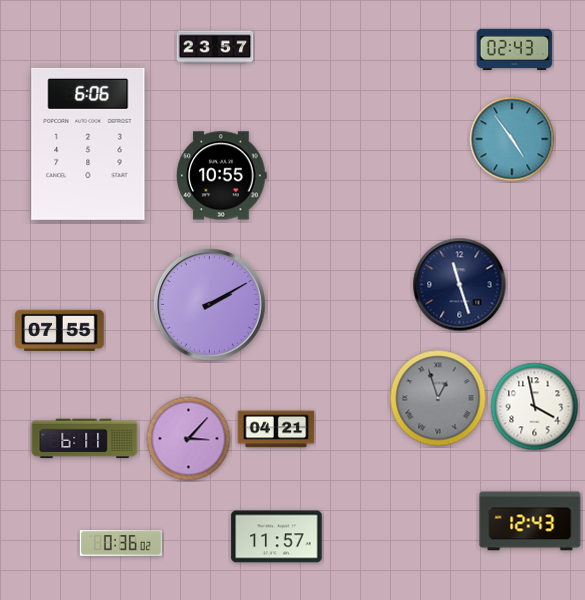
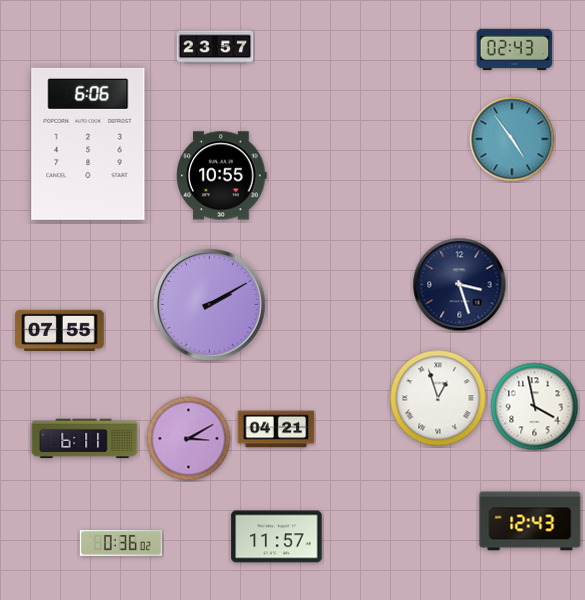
clock at (460, 285): 11:27 -> 3:27
clock at (438, 398) dial: grey -> white
clock at (189, 439): 3:07 -> 3:10
